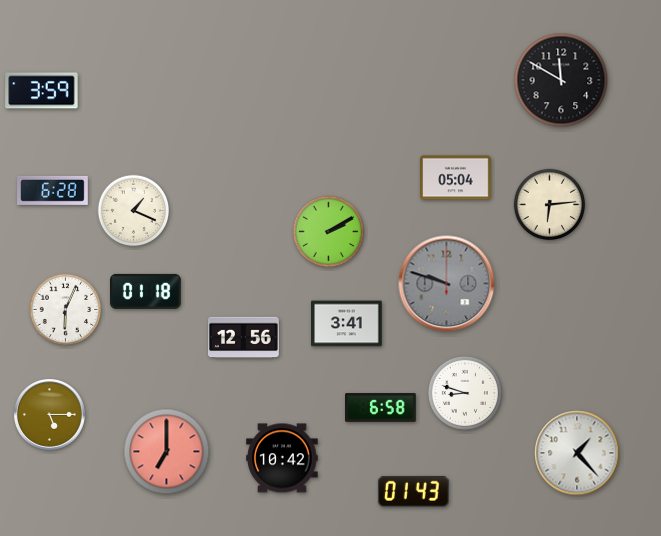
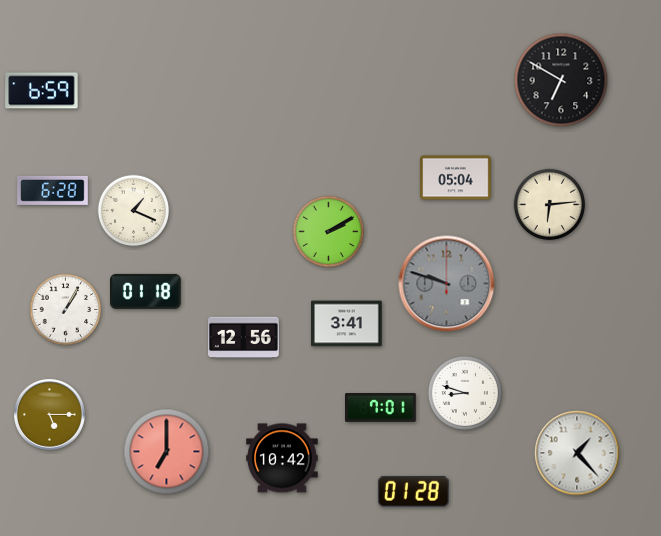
clock at (561, 80): 11:50 -> 6:50
clock at (42, 91): 3:59 -> 6:59
clock at (66, 310): 6:04 -> 1:05
clock at (381, 408): 6:58 -> 7:01
clock at (413, 491): 01:43 -> 01:28
